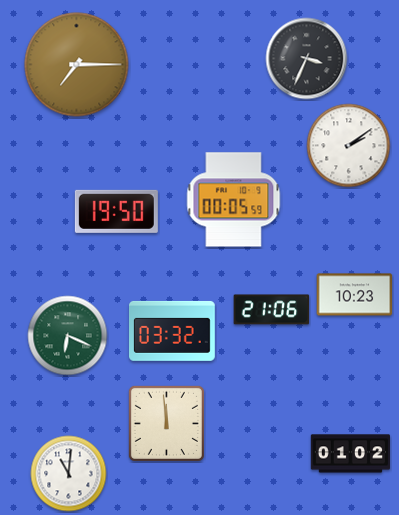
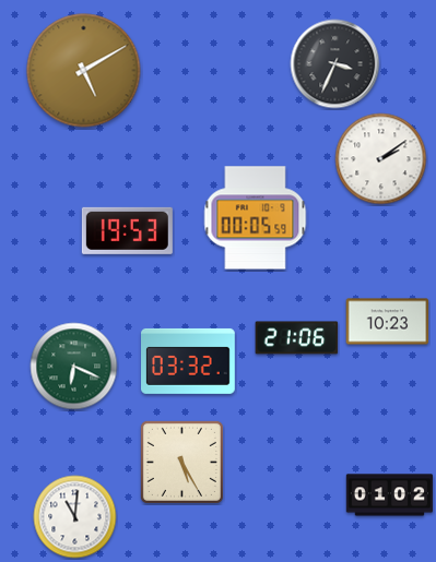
clock at (77, 65): 7:15 -> 5:10
clock at (116, 211): 19:50 -> 19:53
clock at (166, 423): 11:59 -> 5:25
clock at (351, 454) position: (351, 454) -> (390, 495)
